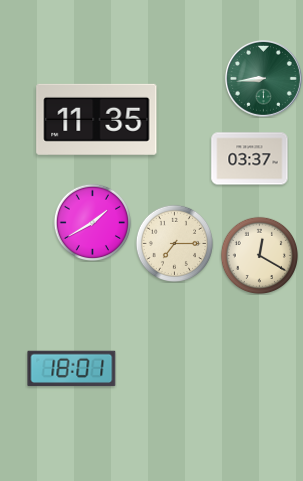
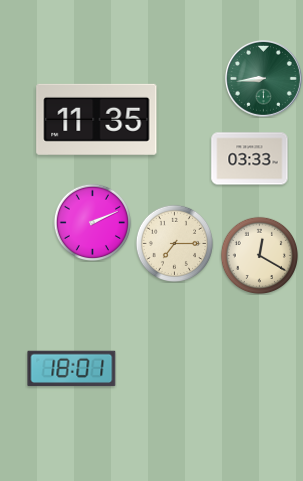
clock at (250, 159): 03:37 -> 03:33
clock at (92, 222): 1:40 -> 2:11
